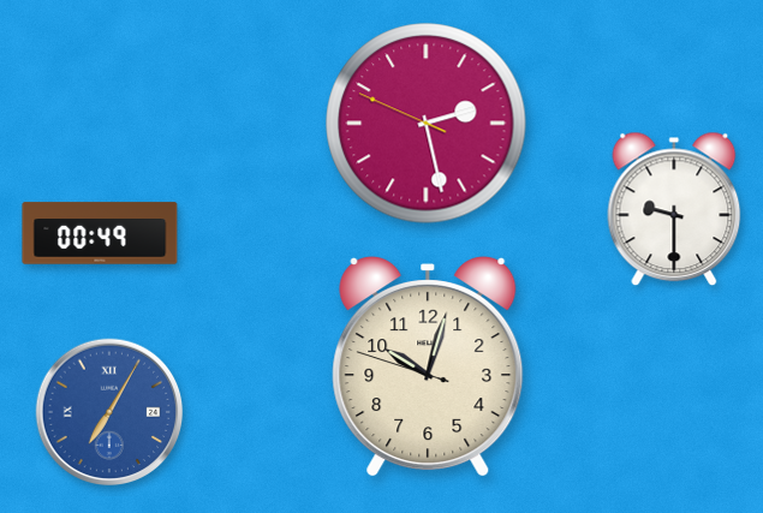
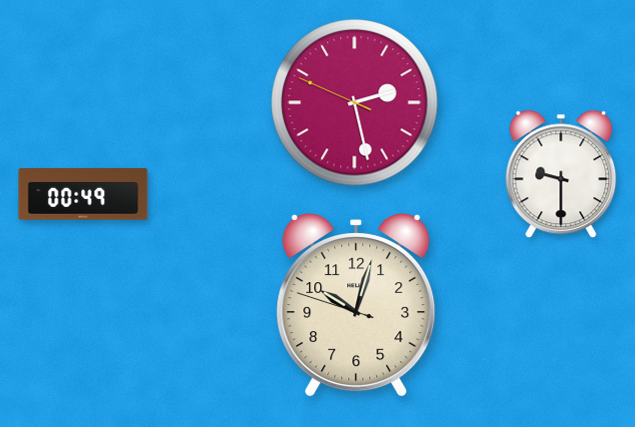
clock at (109, 412): 7:05 -> none
